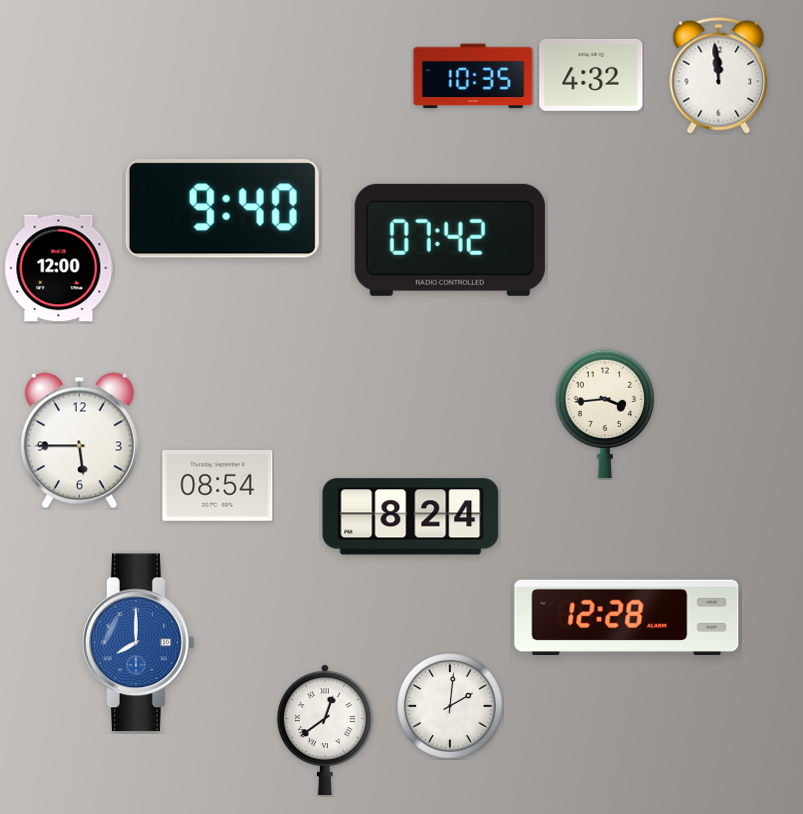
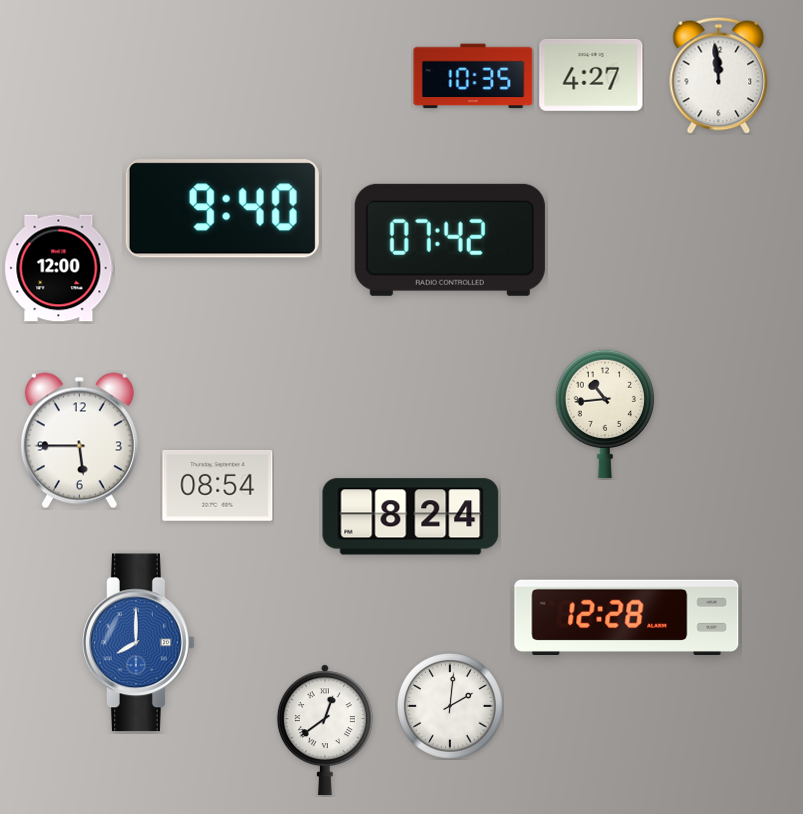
clock at (591, 75): 4:32 -> 4:27
clock at (604, 414): 3:44 -> 10:44
